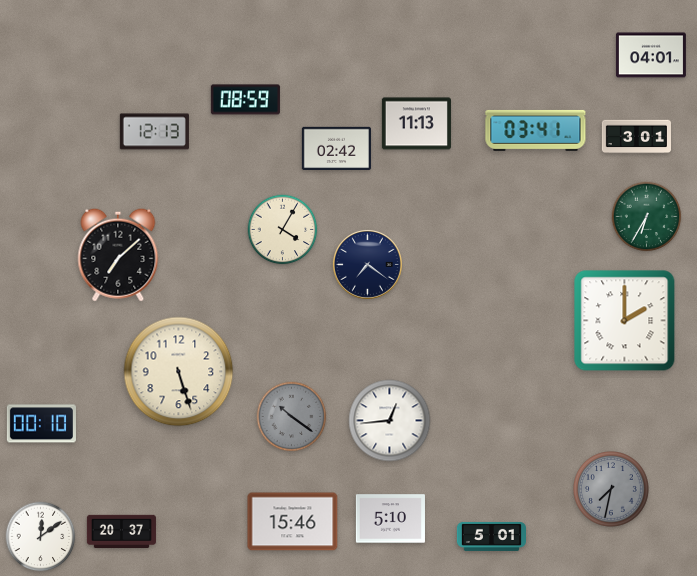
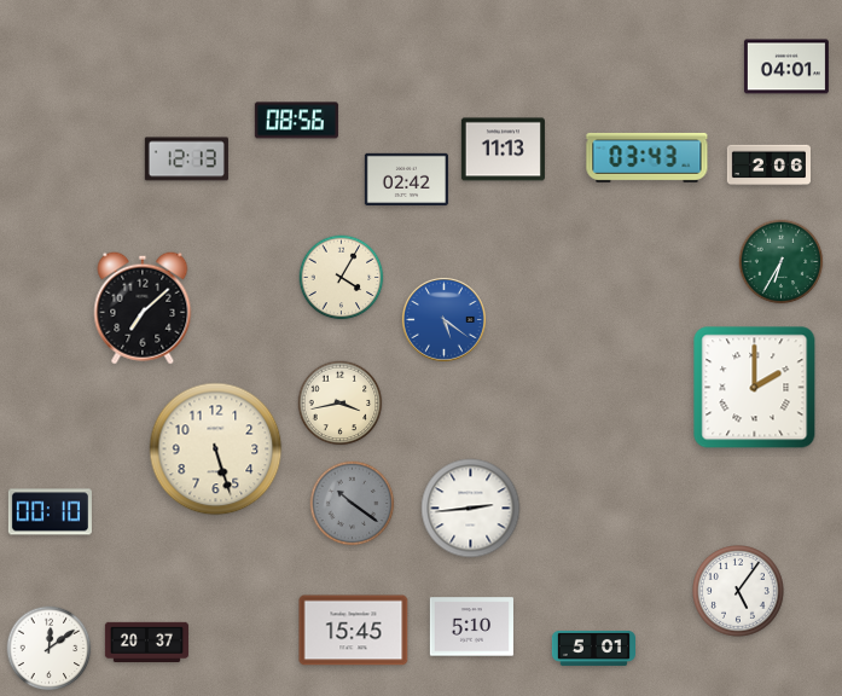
clock at (245, 100): 08:59 -> 08:56
clock at (536, 130): 03:41 -> 03:43
clock at (636, 137): 3:01 -> 2:06
clock at (367, 264): 7:21 -> 5:21
clock at (367, 264) dial: navy -> blue
clock at (341, 404): none -> 3:43
clock at (390, 421): 12:44 -> 2:44
clock at (612, 490): 7:32 -> 5:06
clock at (612, 490) dial: grey -> white
clock at (293, 522): 15:46 -> 15:45
